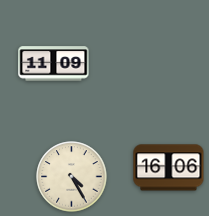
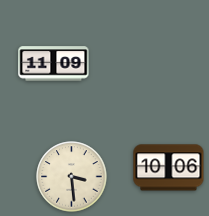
clock at (169, 168): 16:06 -> 10:06
clock at (72, 177): 4:25 -> 3:29
